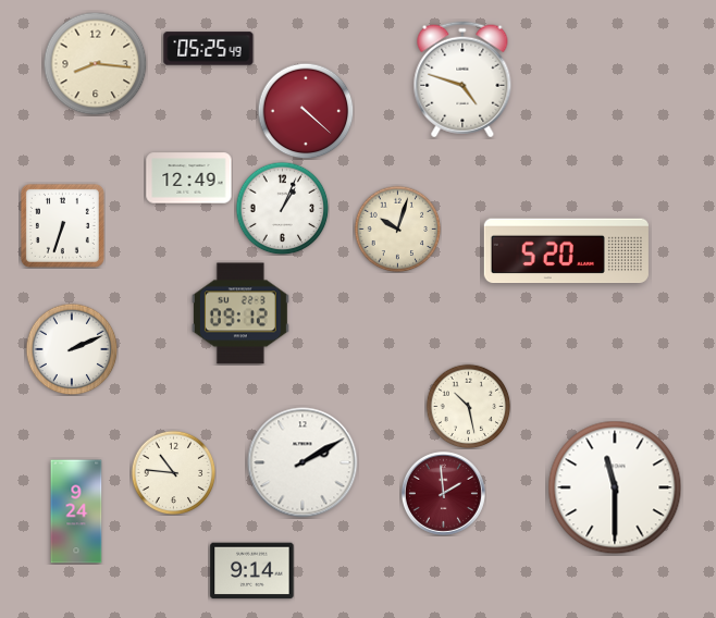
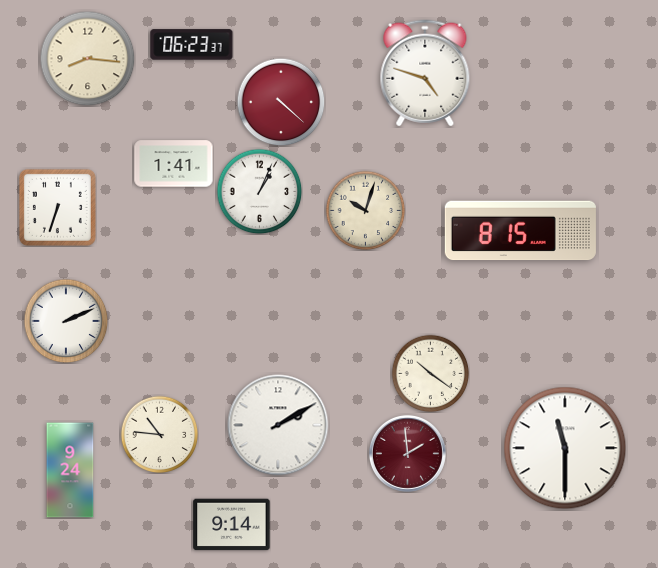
clock at (209, 49): 05:25 -> 06:23
clock at (189, 178): 12:49 -> 1:41
clock at (566, 251): 5:20 -> 8:15
clock at (240, 313): 09:12 -> none
clock at (468, 406): 10:28 -> 10:21
